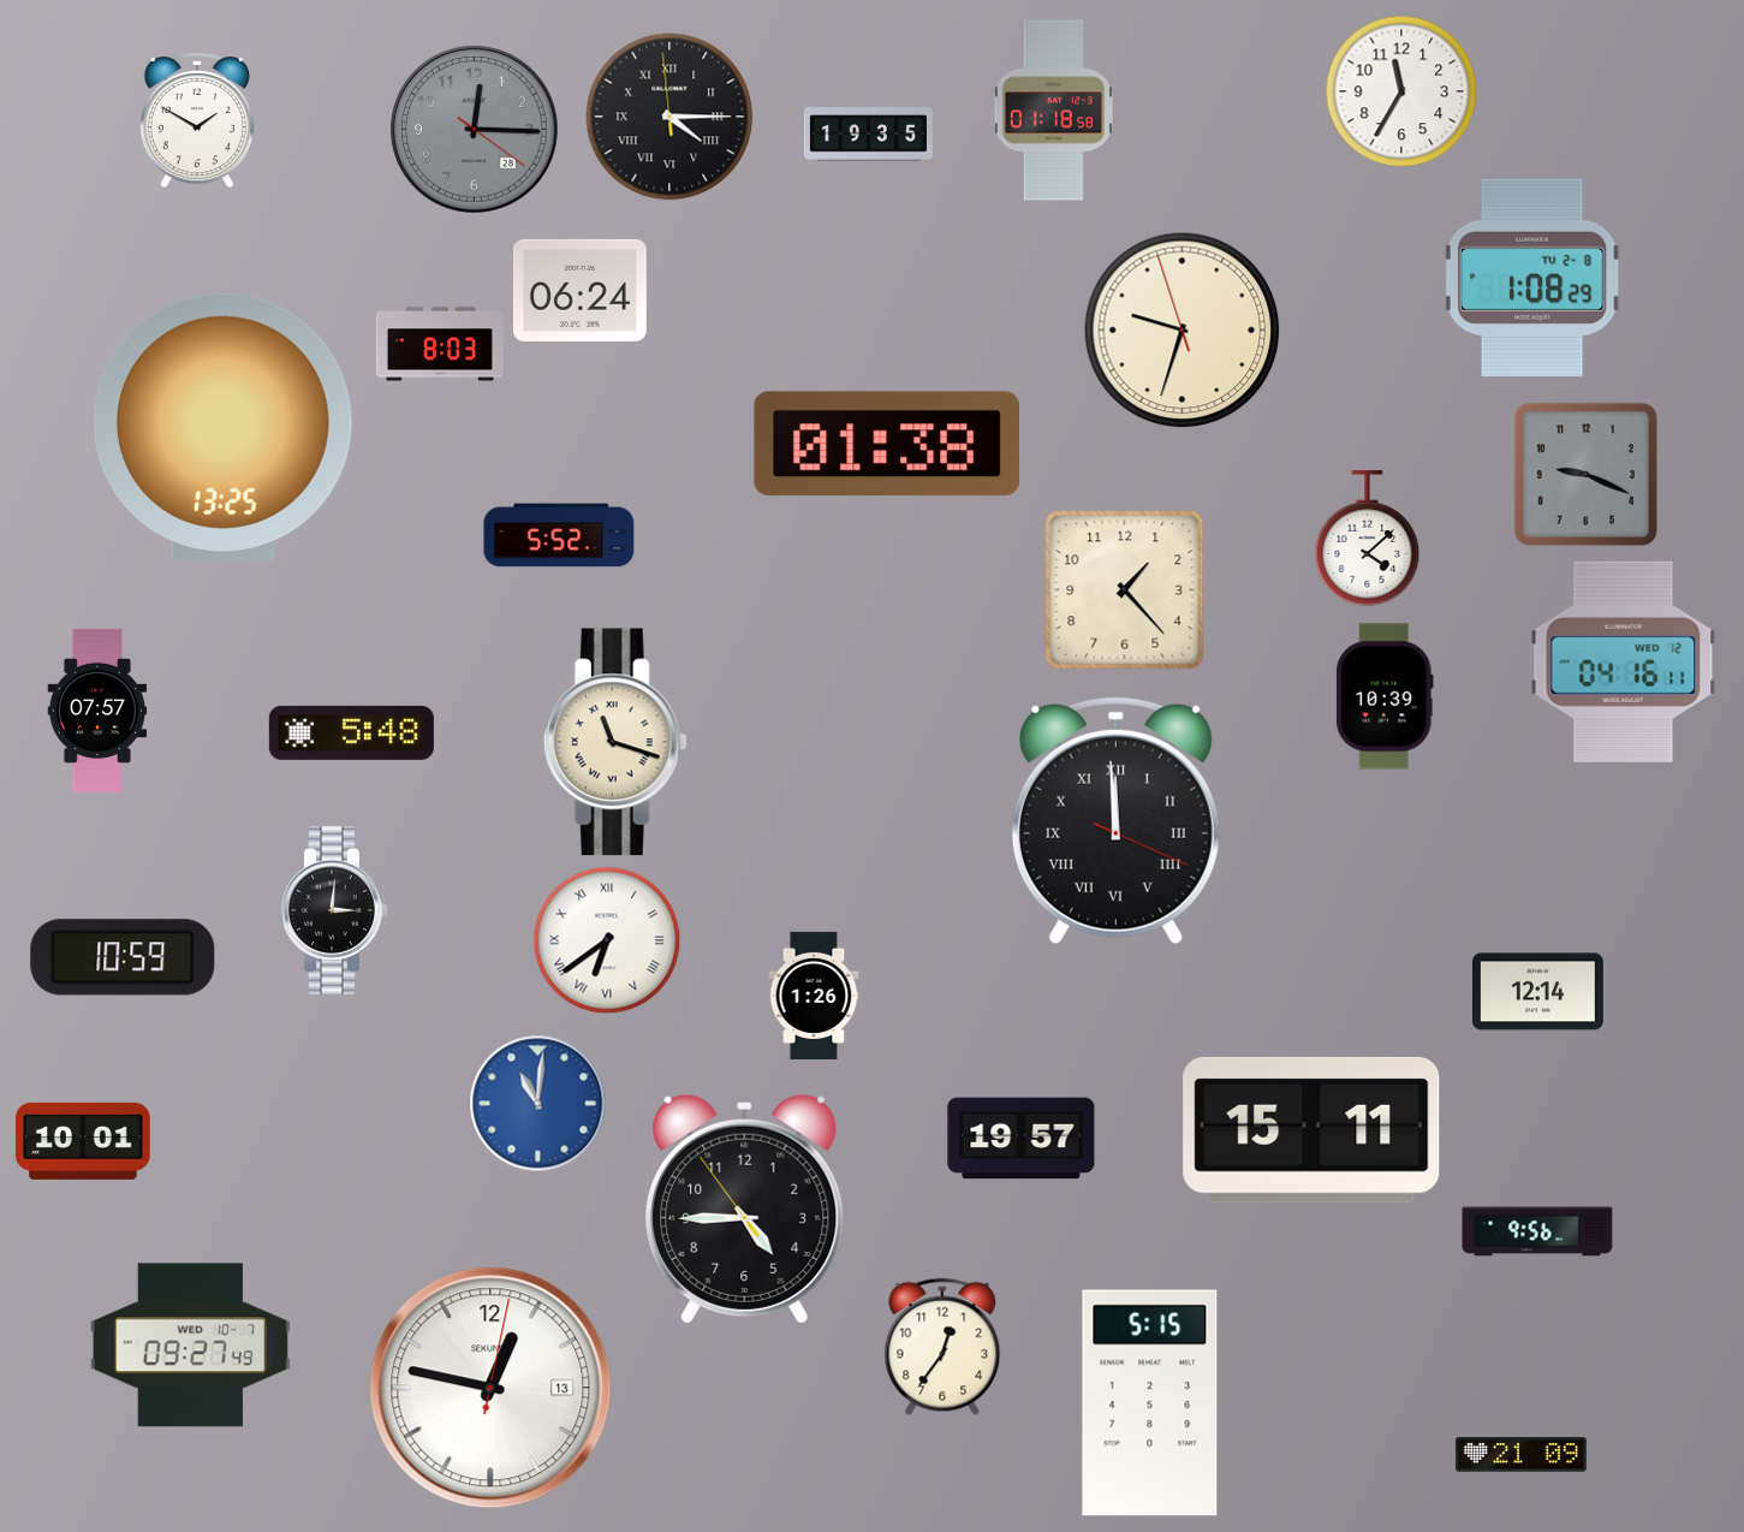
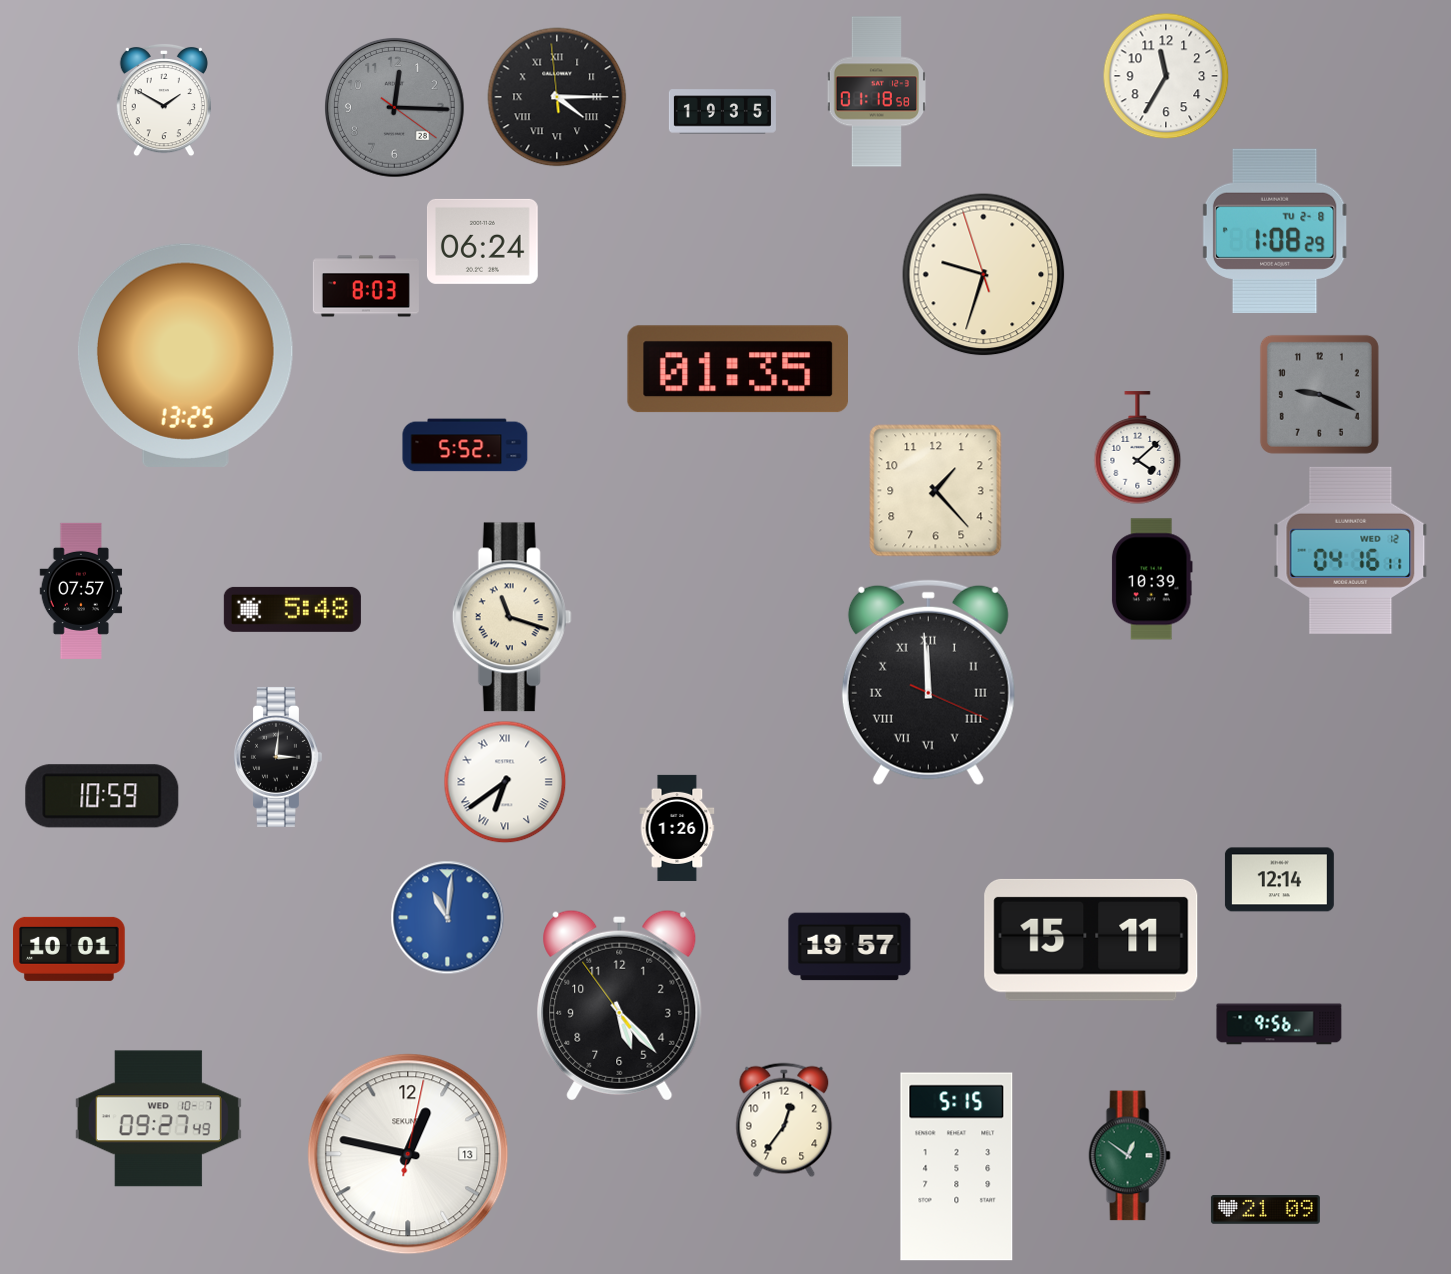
clock at (886, 444): 01:38 -> 01:35
clock at (1537, 992) position: (1537, 992) -> (1279, 880)
clock at (745, 1209): 4:44 -> 5:22
clock at (1129, 1156): none -> 12:51
